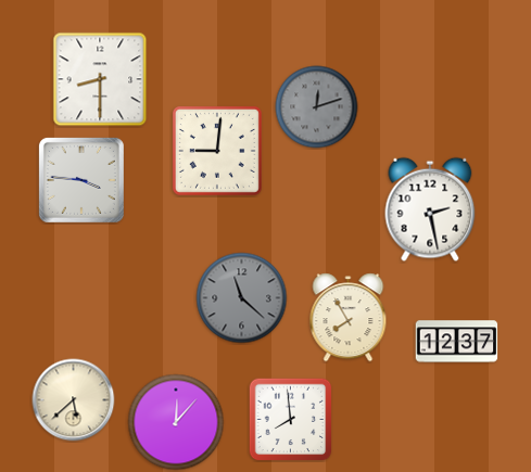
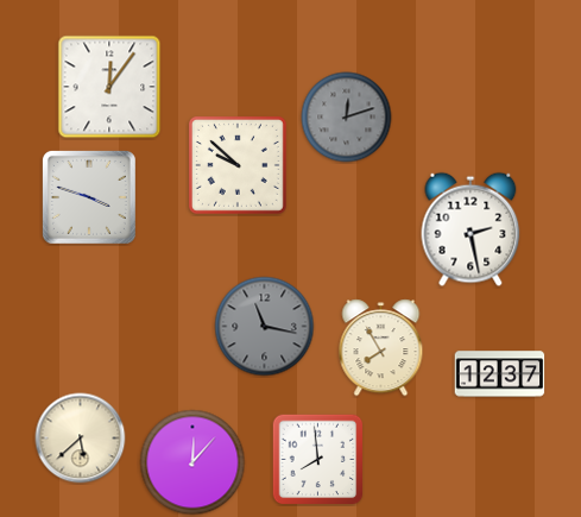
clock at (100, 79): 8:30 -> 12:06
clock at (217, 151): 9:01 -> 9:52
clock at (81, 180): 3:46 -> 3:48
clock at (242, 298): 11:22 -> 11:17
